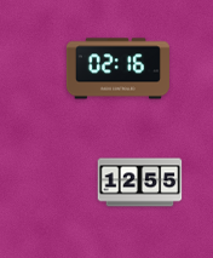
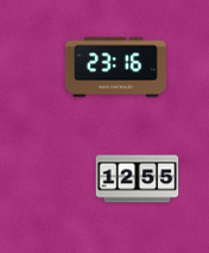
clock at (117, 69): 02:16 -> 23:16
